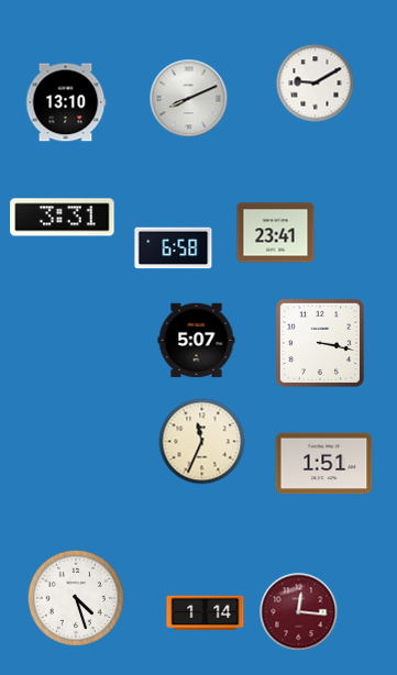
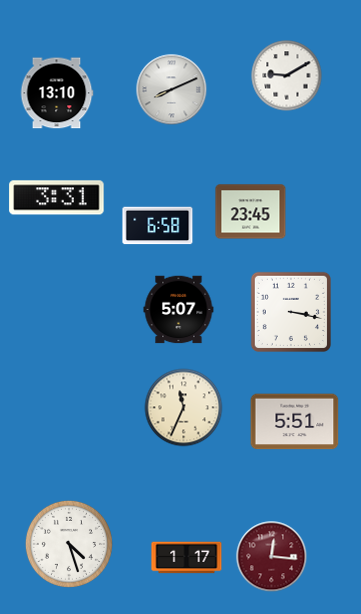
clock at (66, 102) position: (66, 102) -> (57, 93)
clock at (276, 233): 23:41 -> 23:45
clock at (202, 442) position: (202, 442) -> (184, 408)
clock at (324, 464): 1:51 -> 5:51
clock at (206, 613): 1:14 -> 1:17
